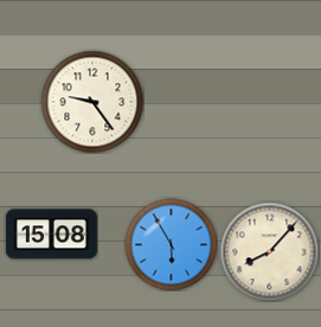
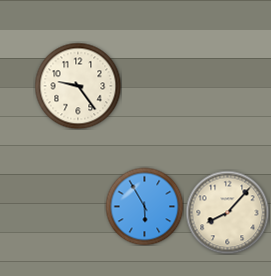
clock at (51, 235): 15:08 -> none
